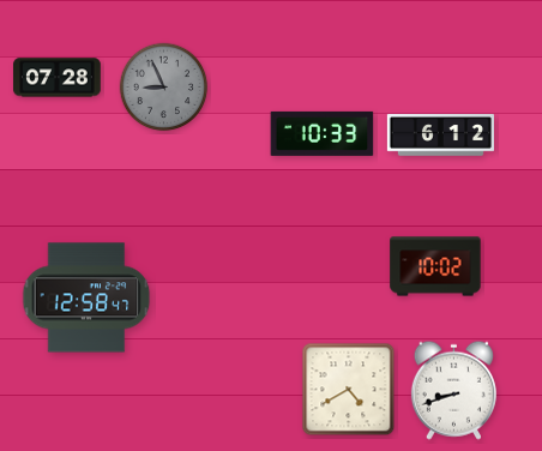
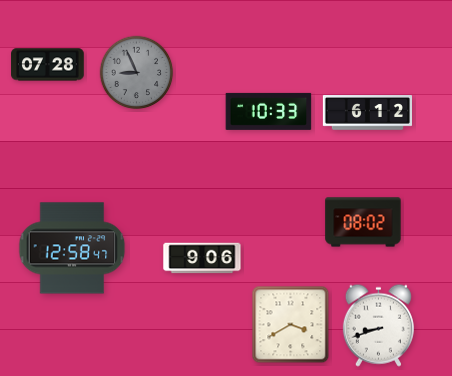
clock at (435, 266): 10:02 -> 08:02
clock at (202, 258): none -> 9:06
clock at (349, 390): 4:40 -> 3:40
